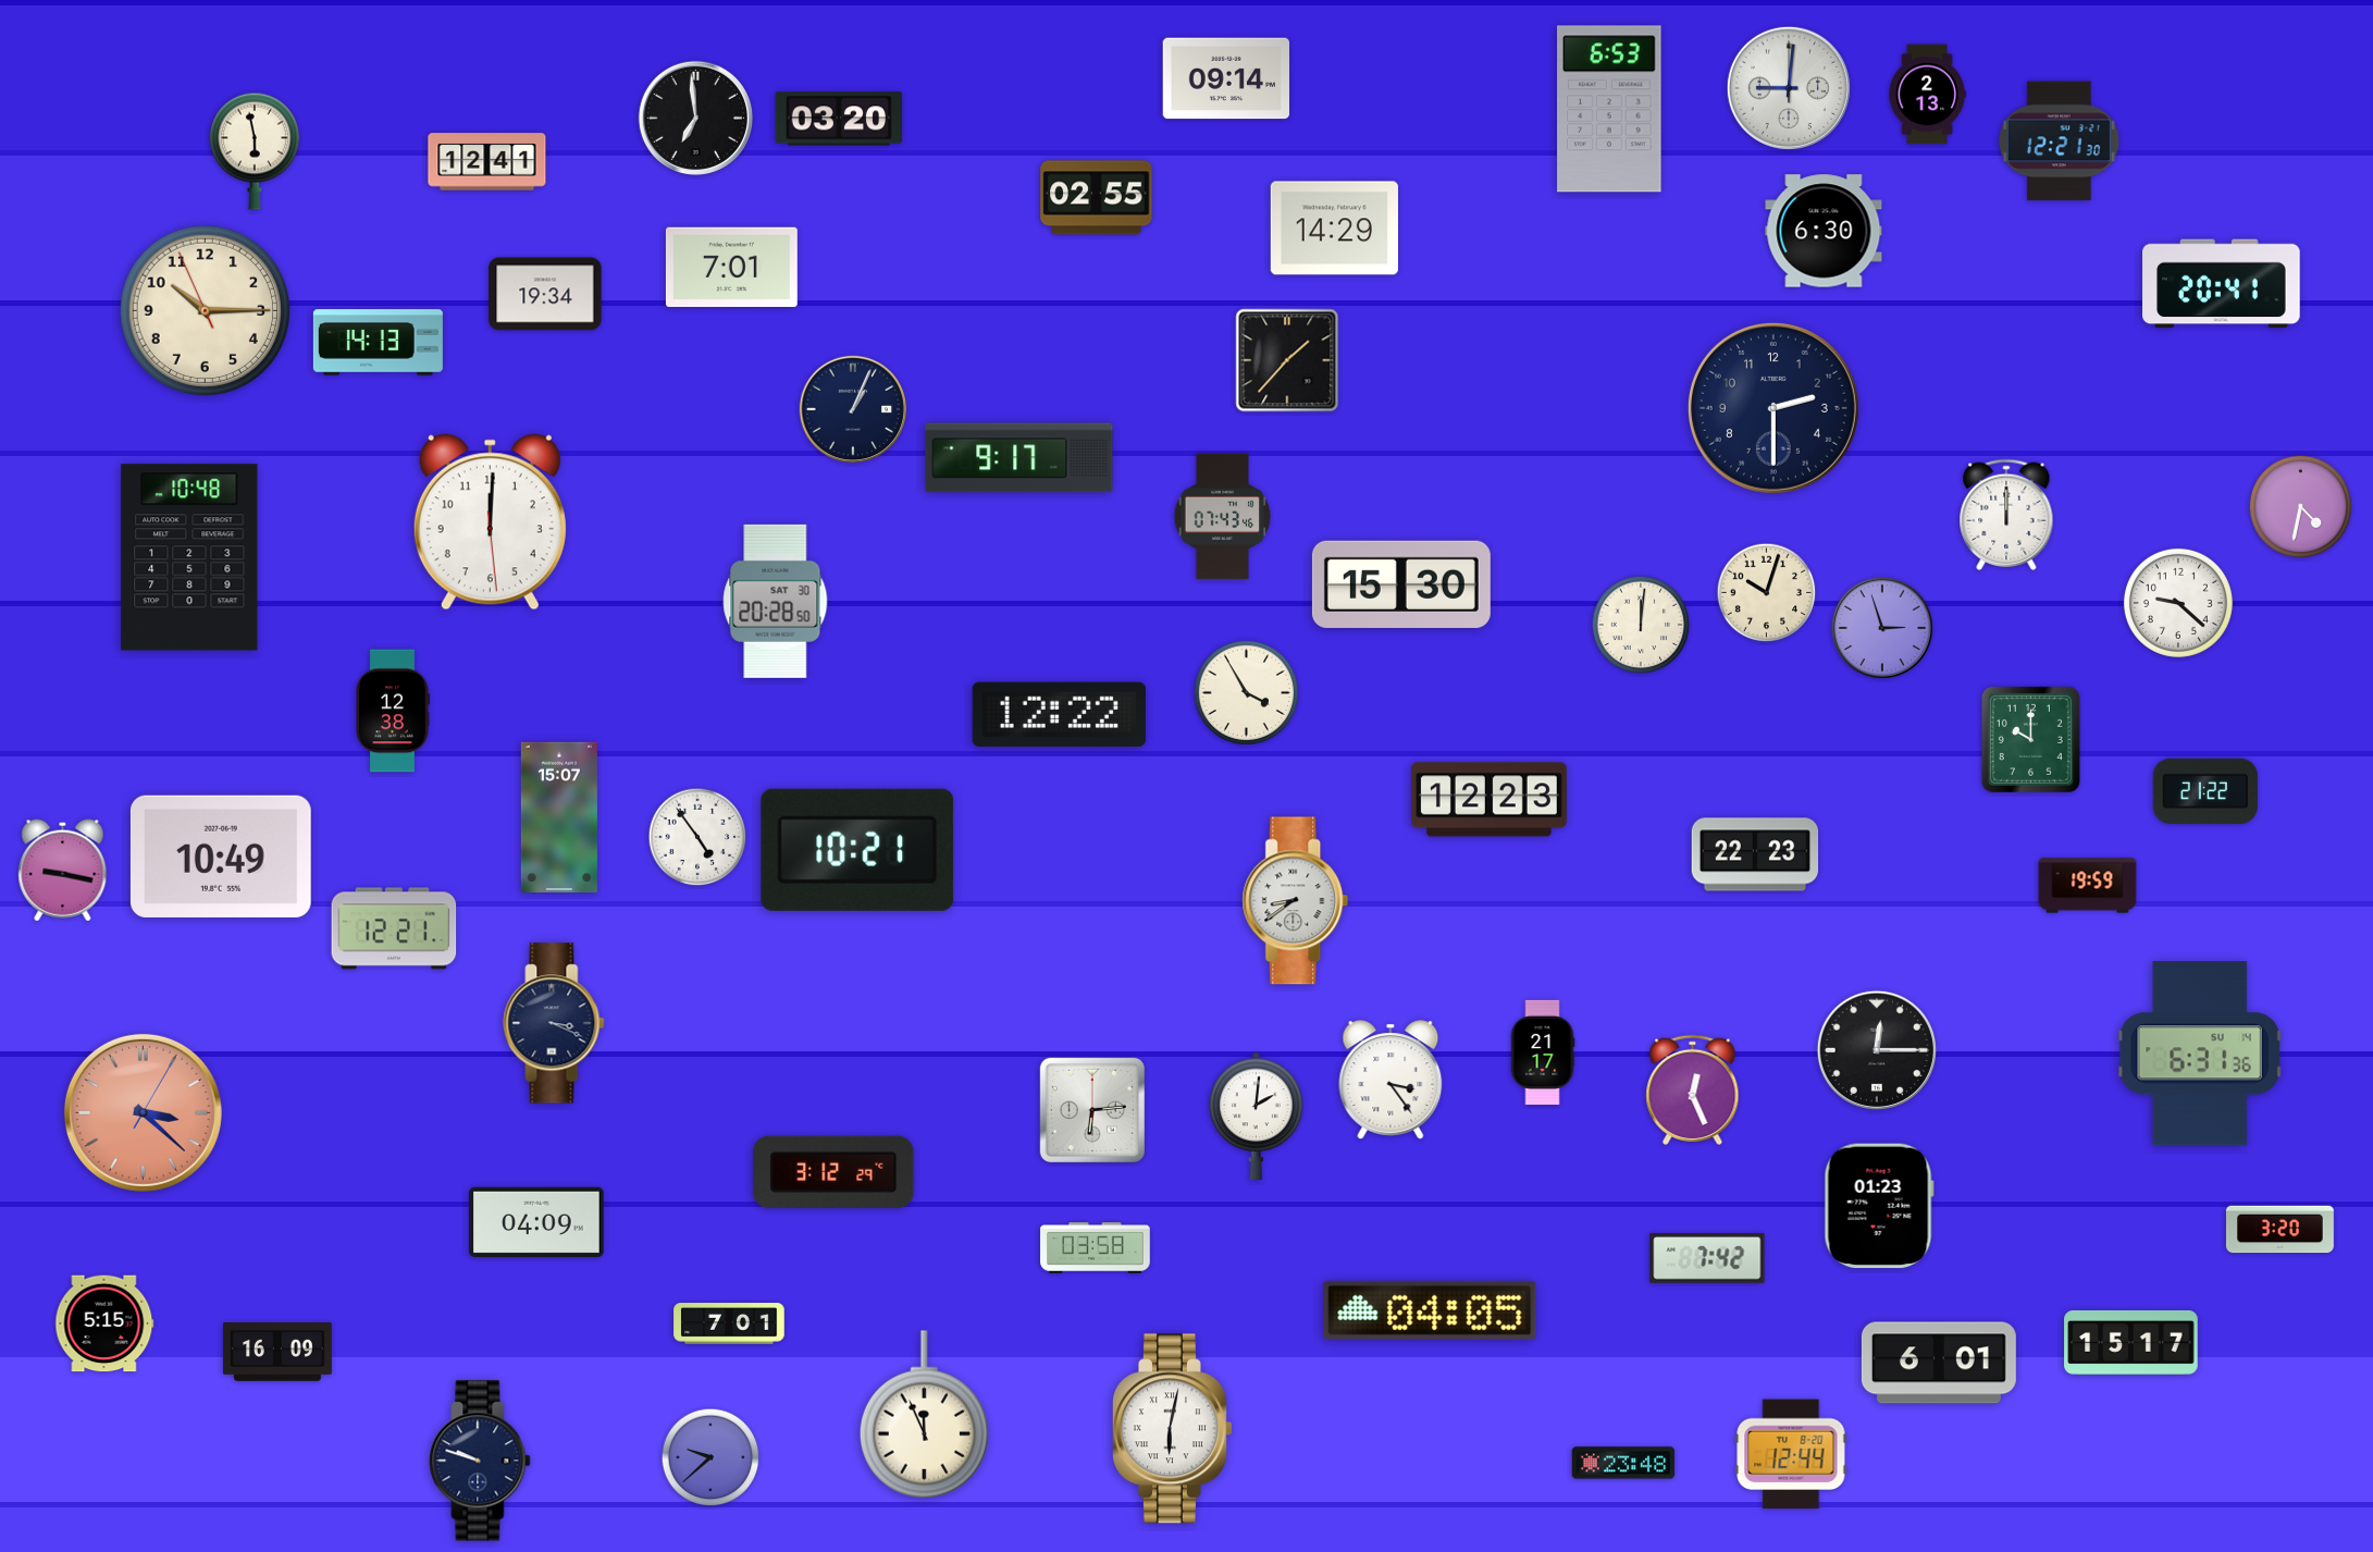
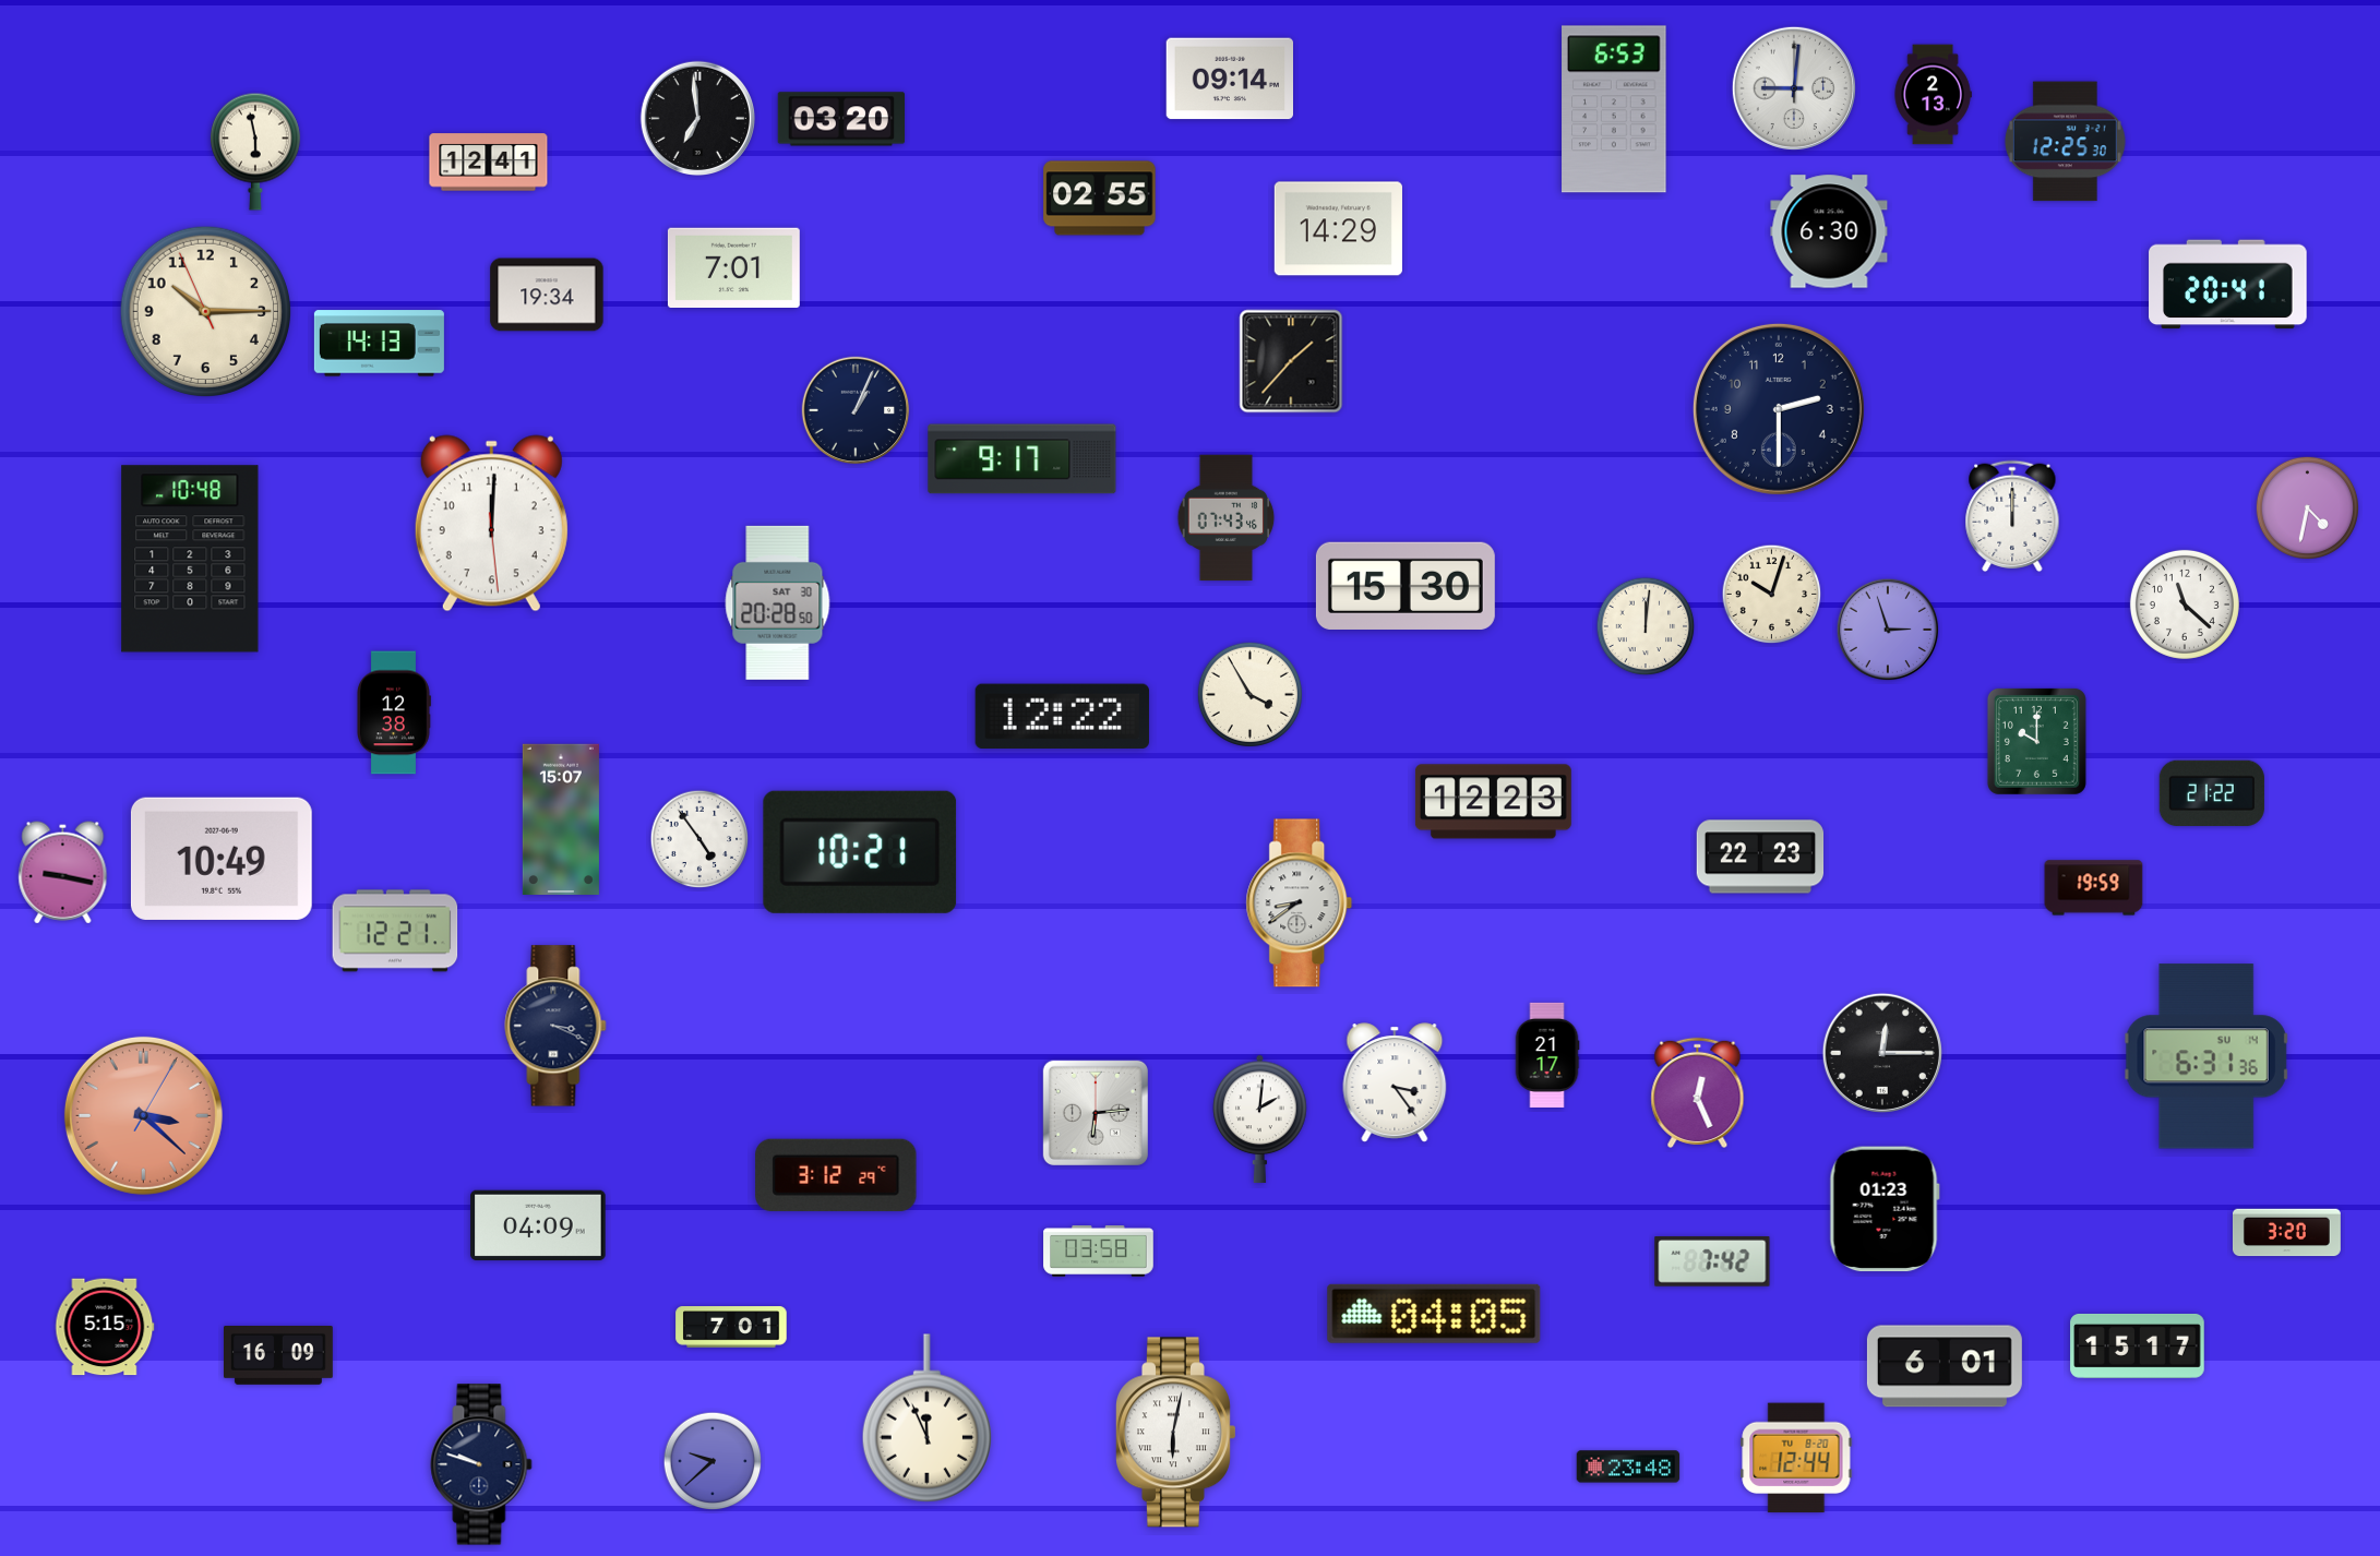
clock at (2059, 141): 12:21 -> 12:25
clock at (2178, 603): 9:22 -> 11:22
